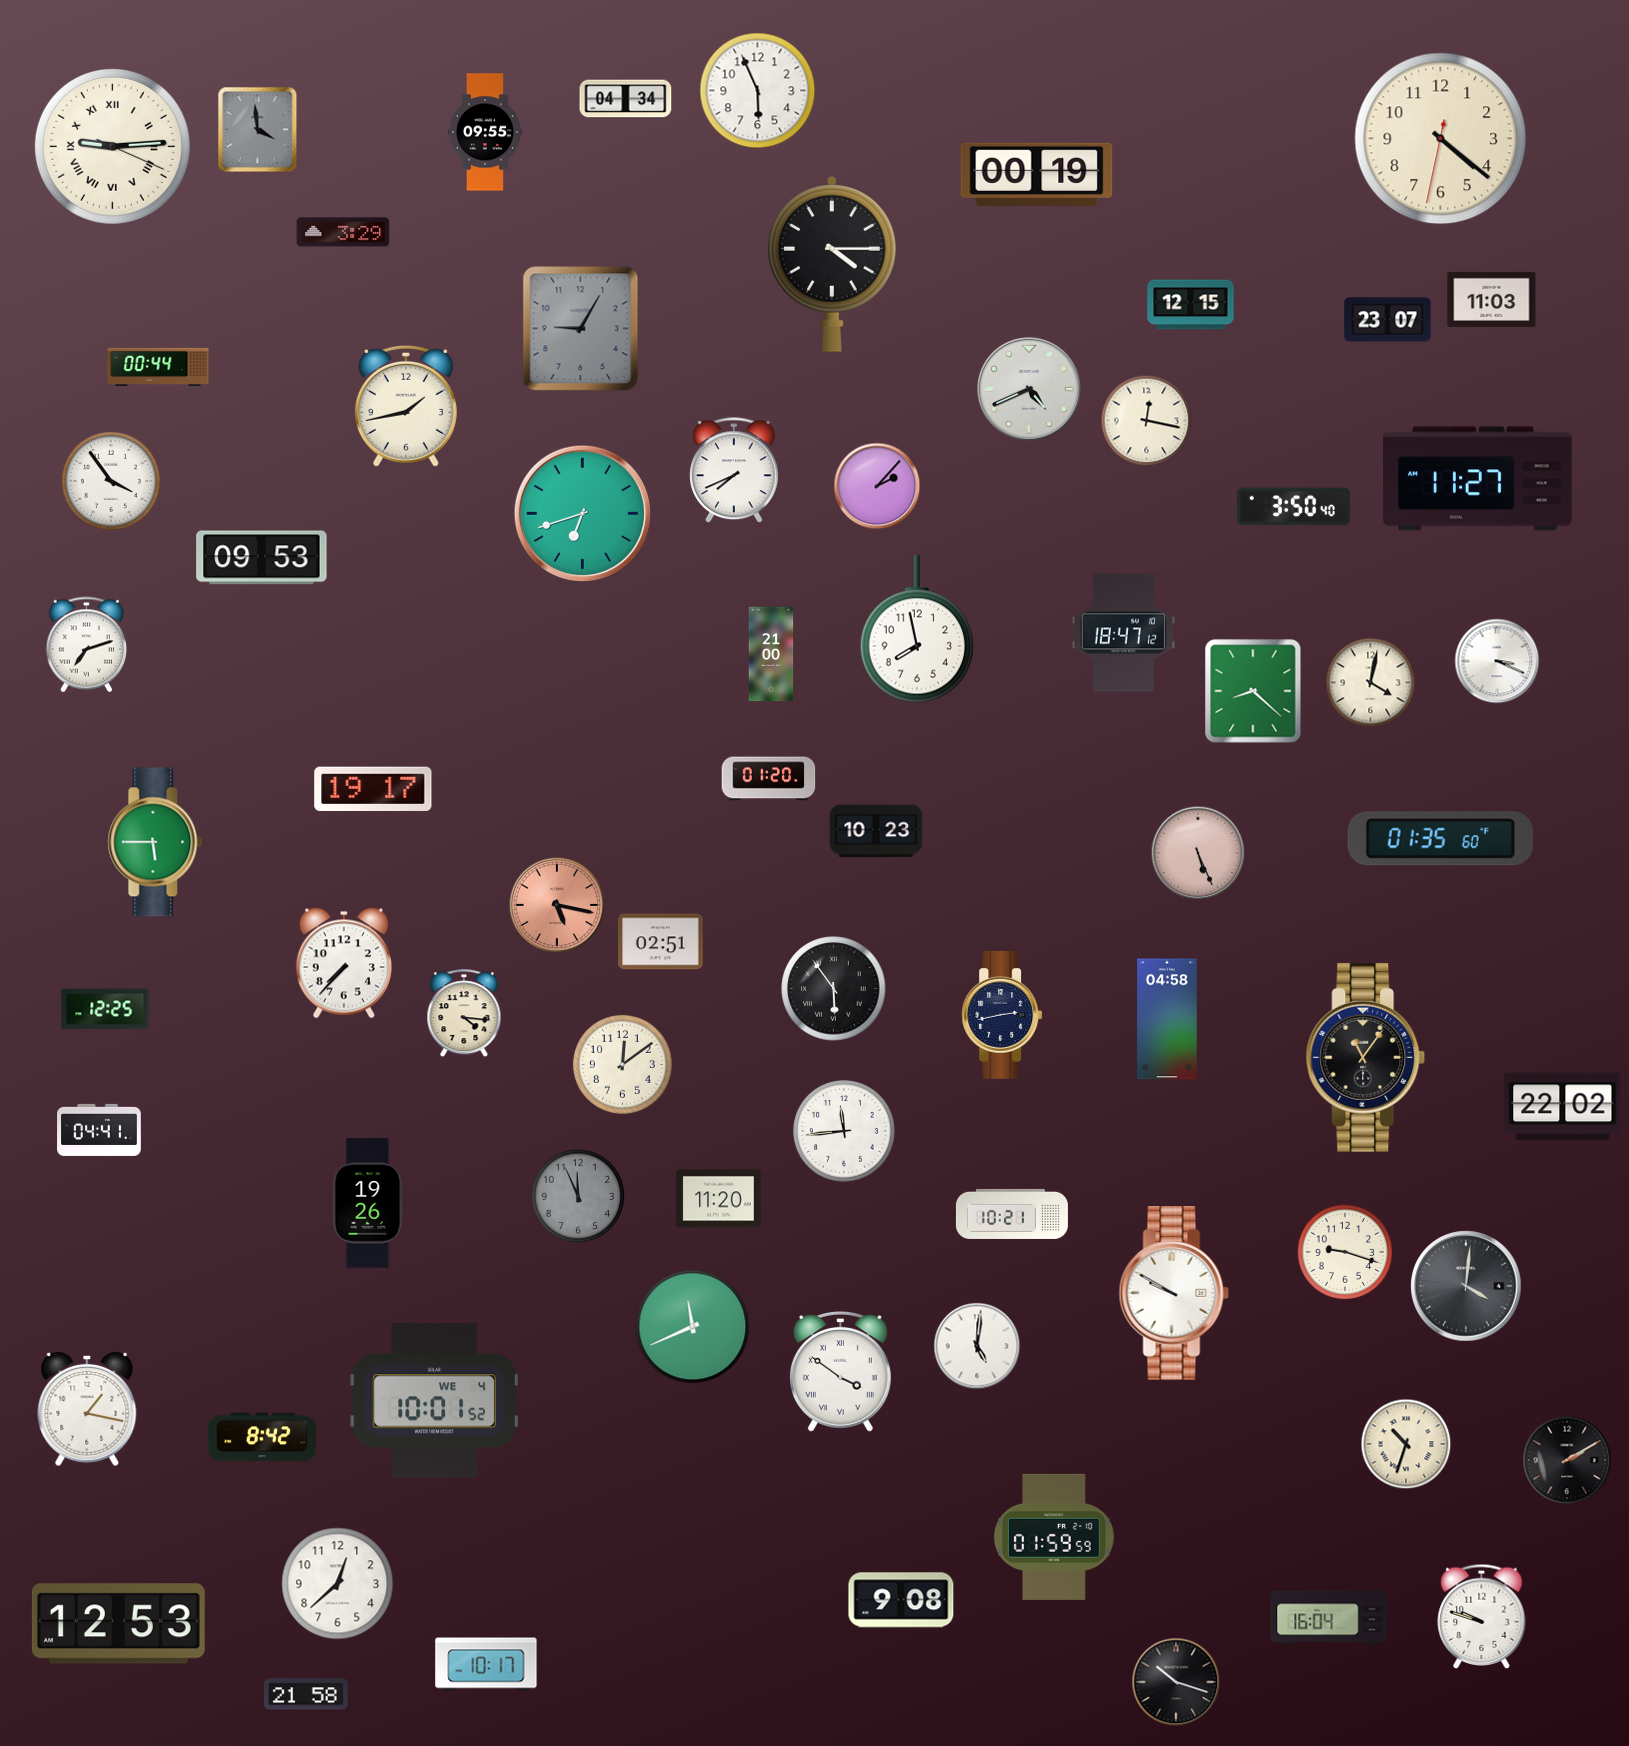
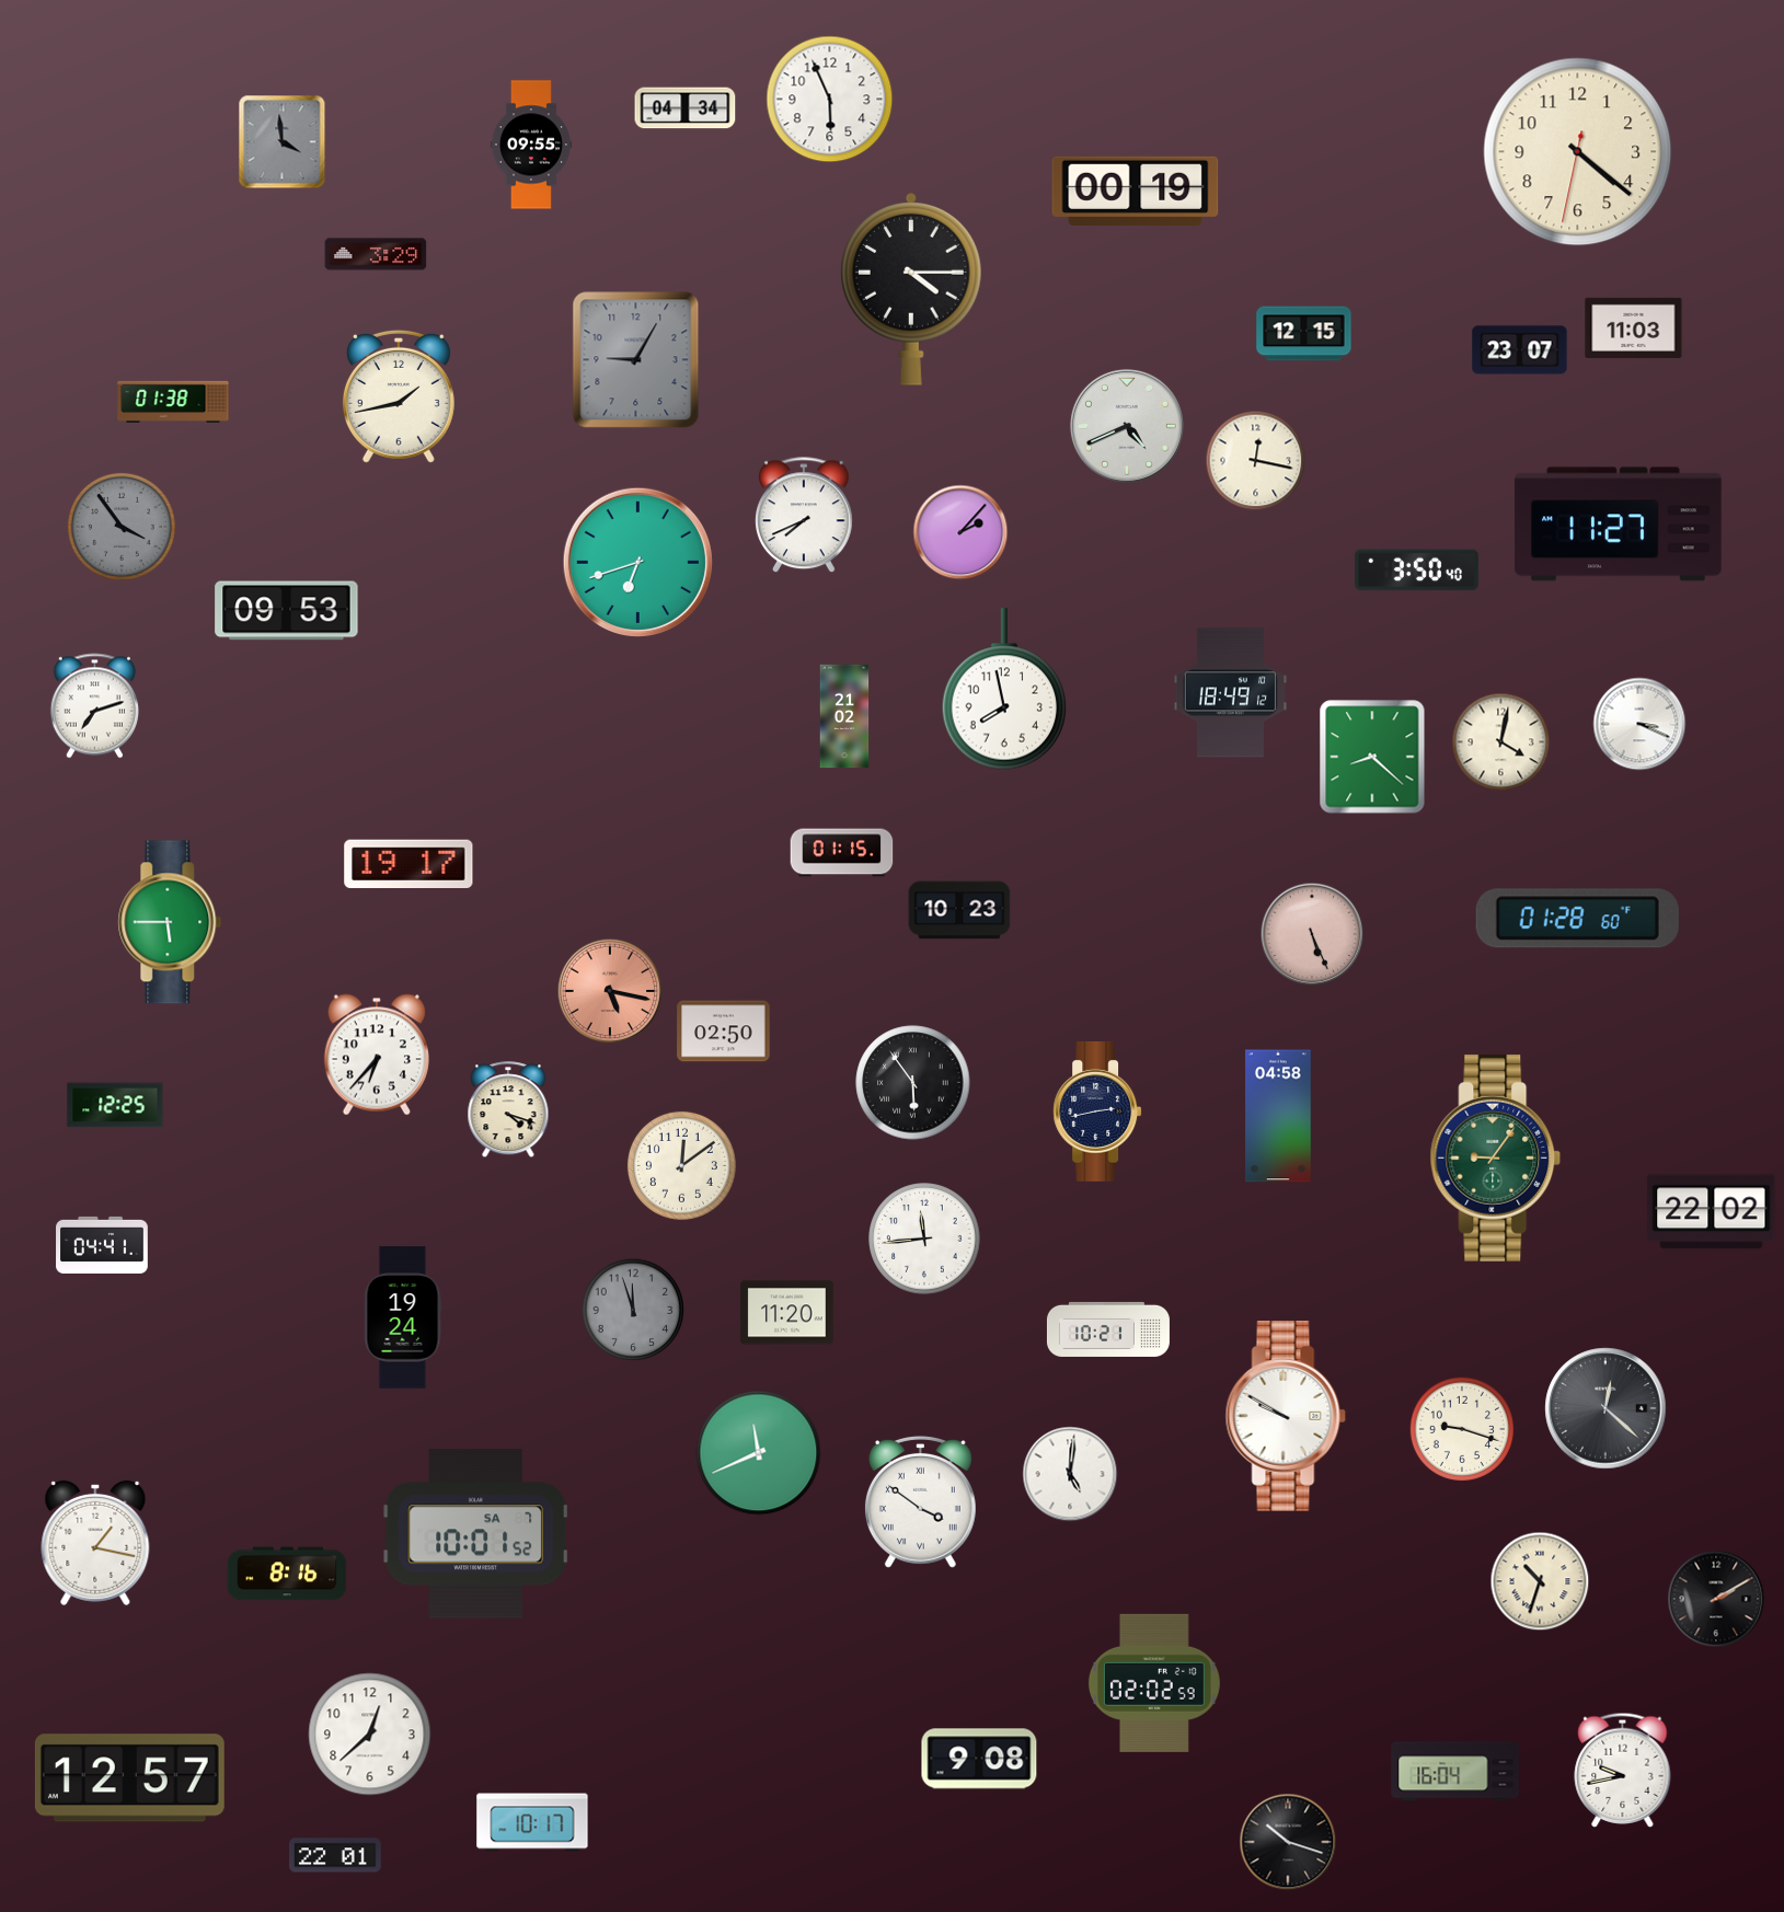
clock at (112, 146): 9:14 -> none
clock at (158, 366): 00:44 -> 01:38
clock at (406, 406) position: (406, 406) -> (399, 396)
clock at (111, 481) dial: white -> grey
clock at (1293, 507) position: (1293, 507) -> (1416, 571)
clock at (1123, 633): 18:47 -> 18:49
clock at (771, 654): 21:00 -> 21:02
clock at (1371, 683) position: (1371, 683) -> (1501, 742)
clock at (769, 779): 01:20 -> 01:15
clock at (1440, 839): 01:35 -> 01:28
clock at (661, 942): 02:51 -> 02:50
clock at (344, 963): 7:37 -> 6:37
clock at (464, 1014): 4:16 -> 4:18
clock at (1366, 1057): 11:06 -> 9:06
clock at (1366, 1057) dial: black -> green
clock at (99, 1130) position: (99, 1130) -> (102, 1245)
clock at (578, 1196): 11:56 -> 11:57
clock at (368, 1203): 19:26 -> 19:24
clock at (1344, 1251) position: (1344, 1251) -> (1461, 1428)
clock at (1466, 1286): 4:01 -> 12:22
clock at (434, 1401) date: WE 4 -> SA 7
clock at (262, 1437): 8:42 -> 8:16
clock at (1054, 1537): 01:59 -> 02:02
clock at (901, 1600) position: (901, 1600) -> (979, 1759)
clock at (1482, 1616): 9:48 -> 9:43
clock at (118, 1624): 12:53 -> 12:57
clock at (307, 1694): 21:58 -> 22:01
